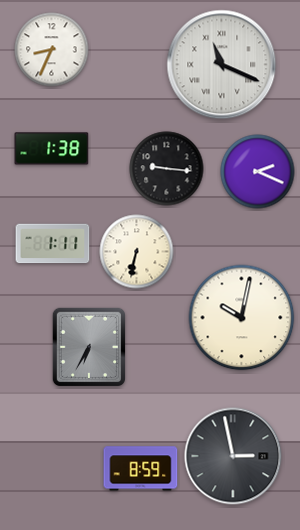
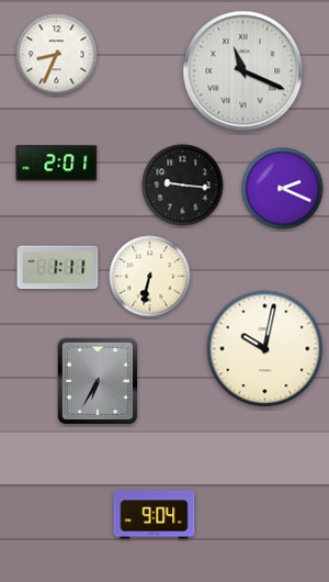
clock at (52, 149): 1:38 -> 2:01
clock at (233, 456): 2:58 -> none
clock at (141, 469): 8:59 -> 9:04
